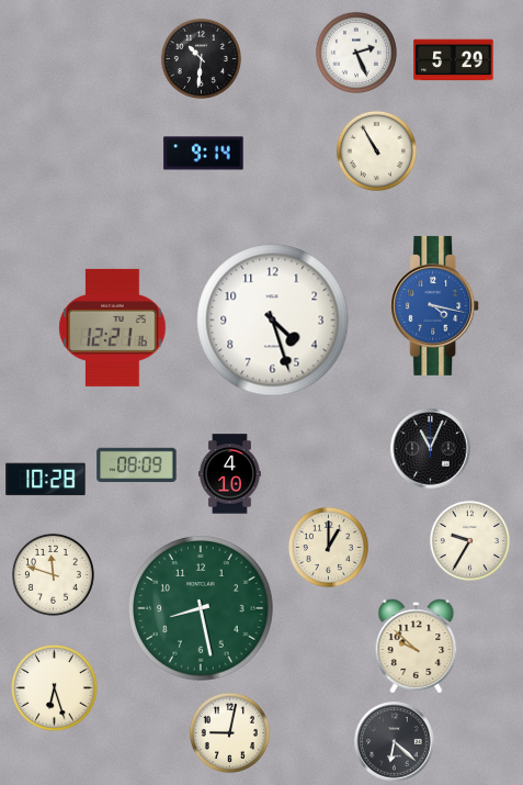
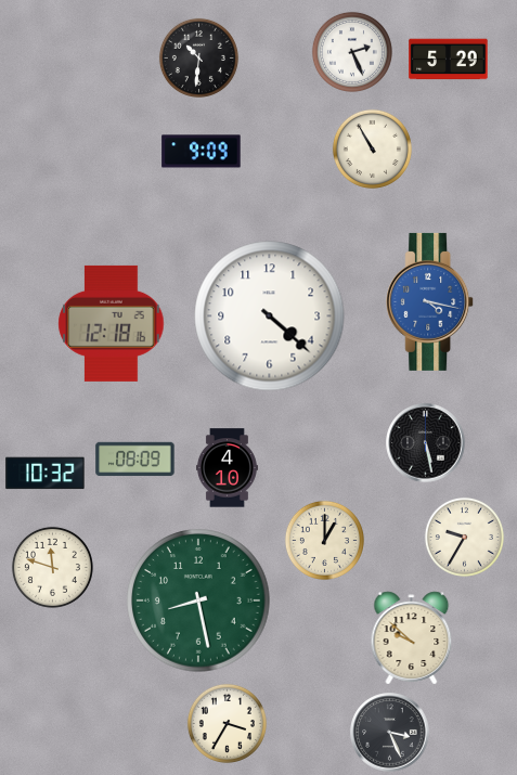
clock at (204, 154): 9:14 -> 9:09
clock at (273, 321): 4:27 -> 4:22
clock at (113, 327): 12:21 -> 12:18
clock at (431, 449): 11:04 -> 5:28
clock at (46, 480): 10:28 -> 10:32
clock at (469, 540) position: (469, 540) -> (464, 537)
clock at (55, 688): 6:27 -> none
clock at (229, 732): 9:02 -> 3:35
clock at (395, 742): 6:22 -> 3:26
